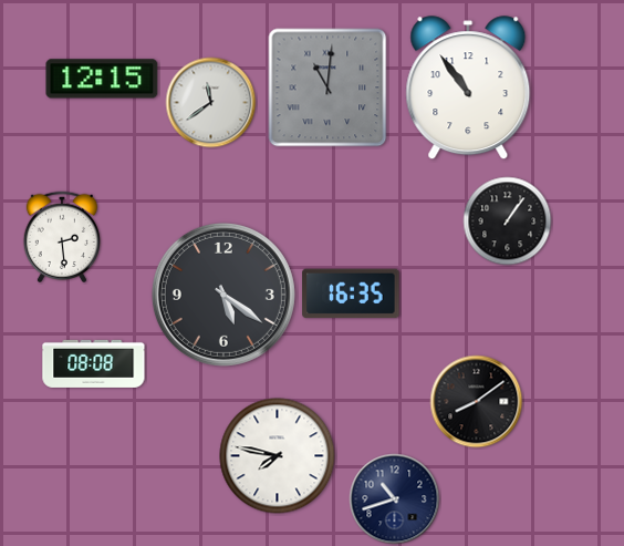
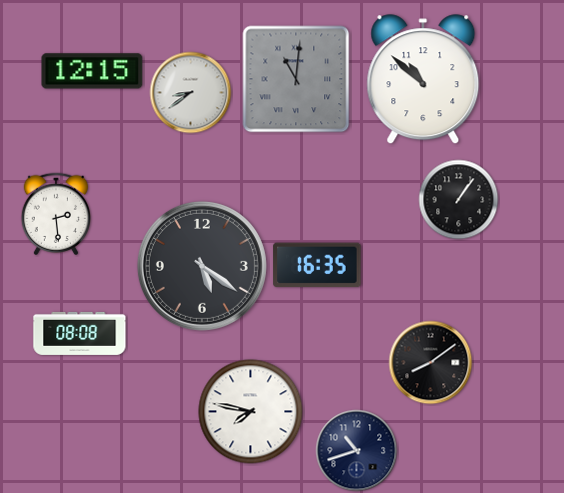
clock at (468, 89): 10:54 -> 10:52
clock at (211, 103): 11:39 -> 8:39
clock at (94, 363) position: (94, 363) -> (80, 333)
